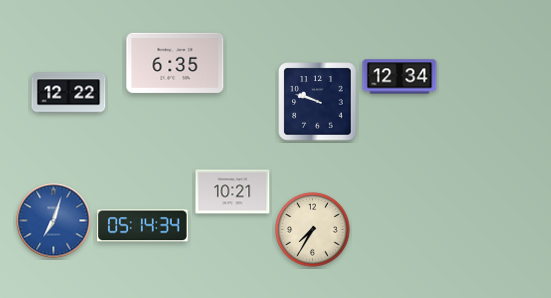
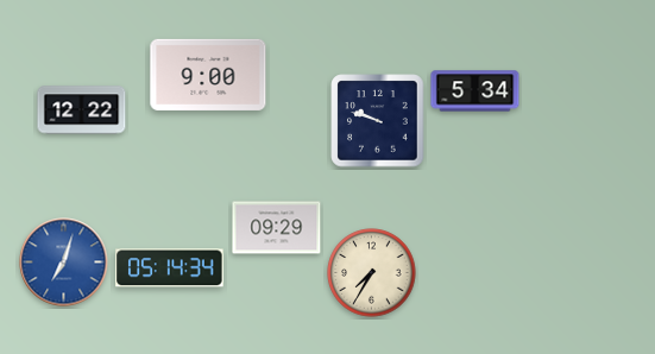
clock at (175, 63): 6:35 -> 9:00
clock at (400, 77): 12:34 -> 5:34
clock at (233, 192): 10:21 -> 09:29
